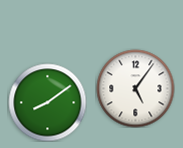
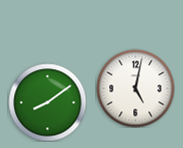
clock at (135, 88): 5:06 -> 5:02
